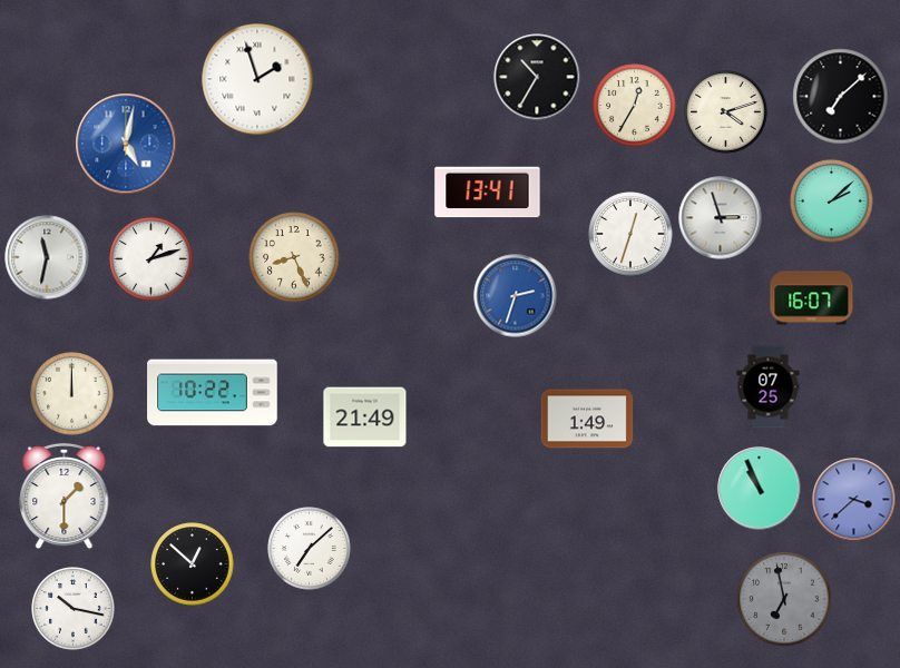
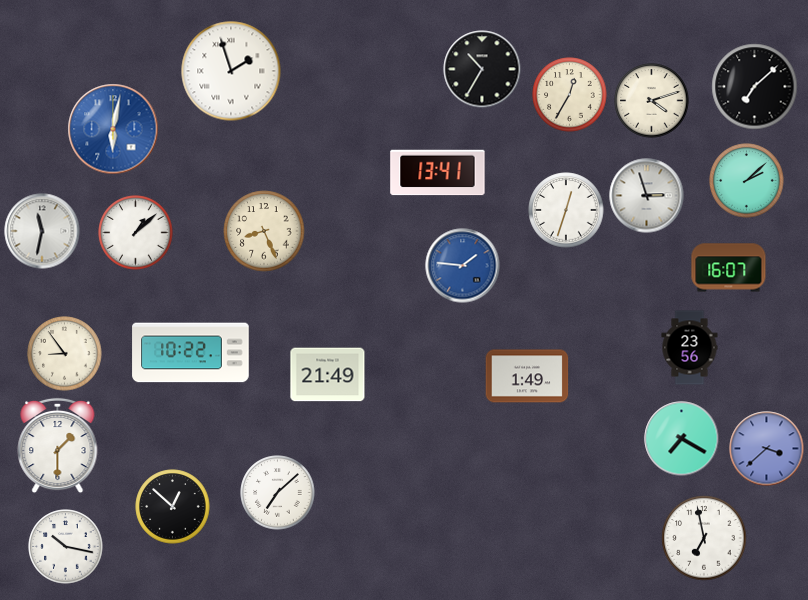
clock at (126, 144): 5:02 -> 6:02
clock at (151, 259): 1:12 -> 1:08
clock at (516, 296): 2:33 -> 1:46
clock at (769, 387): 07:25 -> 23:56
clock at (72, 394): 12:00 -> 8:54
clock at (760, 489): 10:56 -> 7:20
clock at (784, 599) dial: grey -> white
